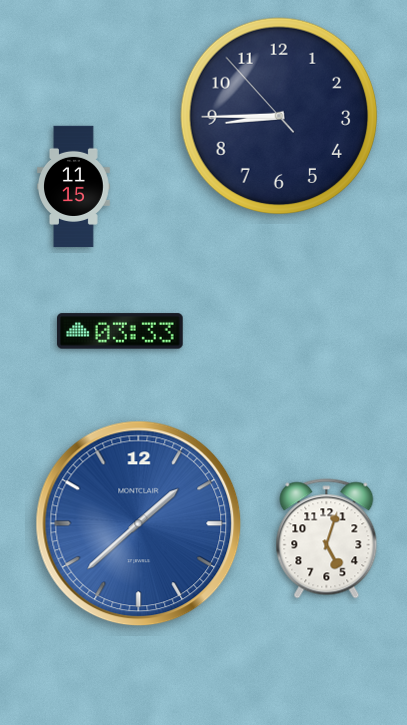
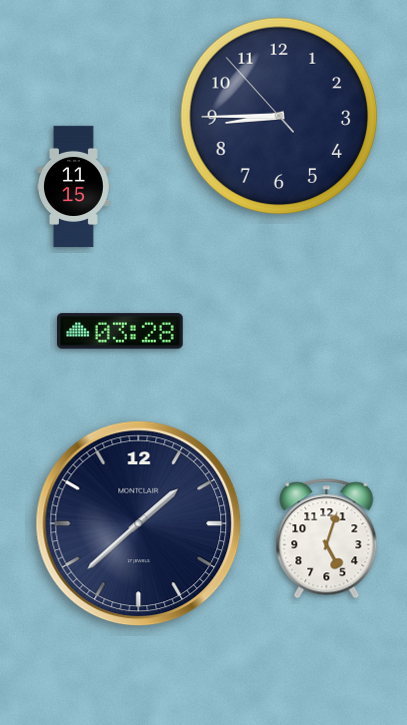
clock at (121, 331): 03:33 -> 03:28
clock at (139, 524) dial: blue -> navy
